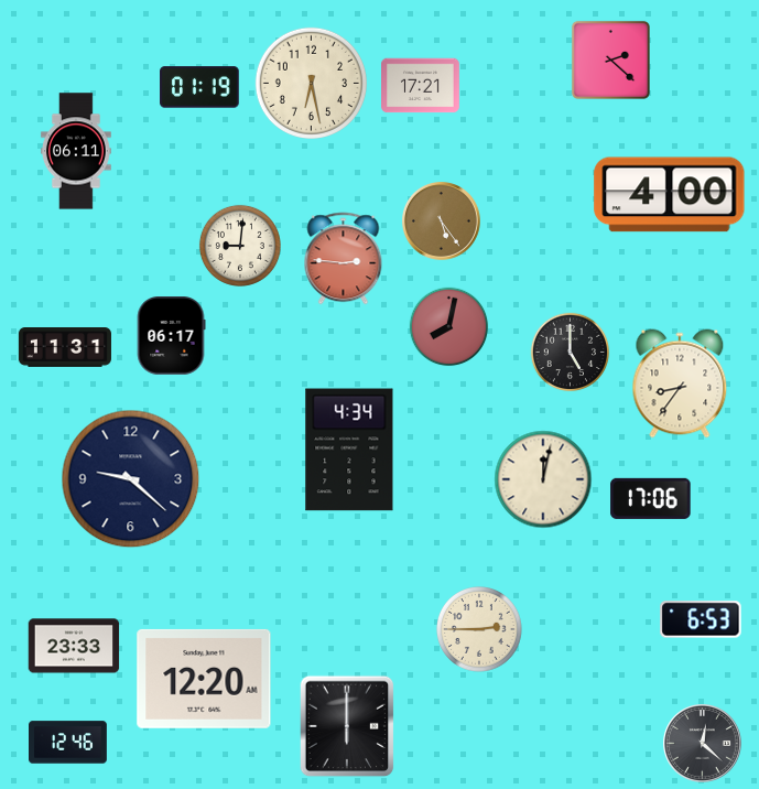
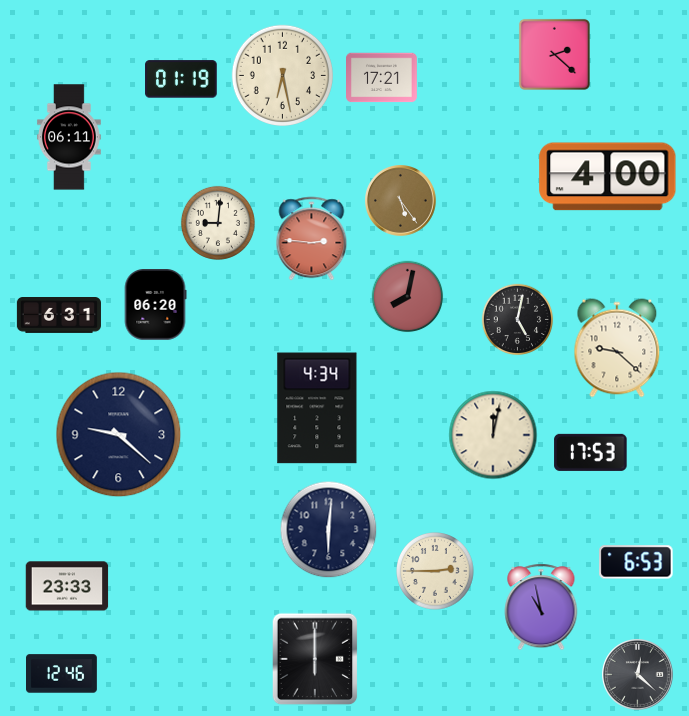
clock at (344, 259) position: (344, 259) -> (312, 239)
clock at (171, 336): 06:17 -> 06:20
clock at (65, 348): 11:31 -> 6:31
clock at (571, 353): 5:00 -> 5:02
clock at (680, 383): 8:36 -> 9:22
clock at (651, 498): 17:06 -> 17:53
clock at (329, 530): none -> 6:01
clock at (541, 607): none -> 10:58
clock at (204, 679): 12:20 -> none
